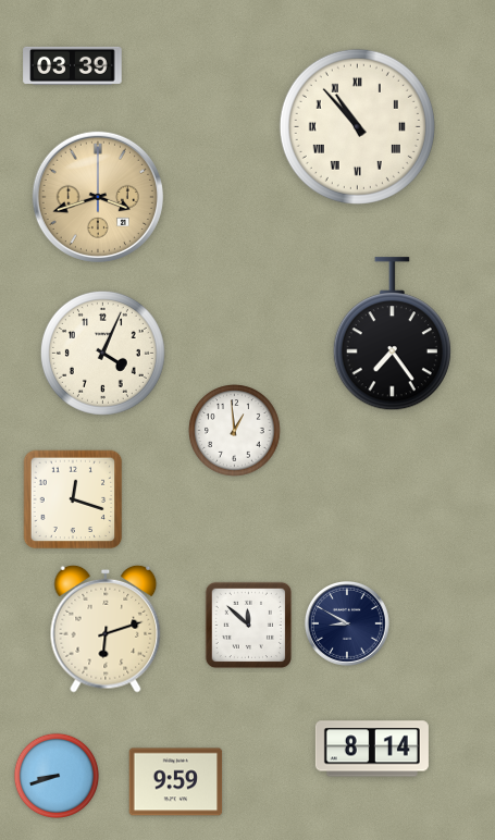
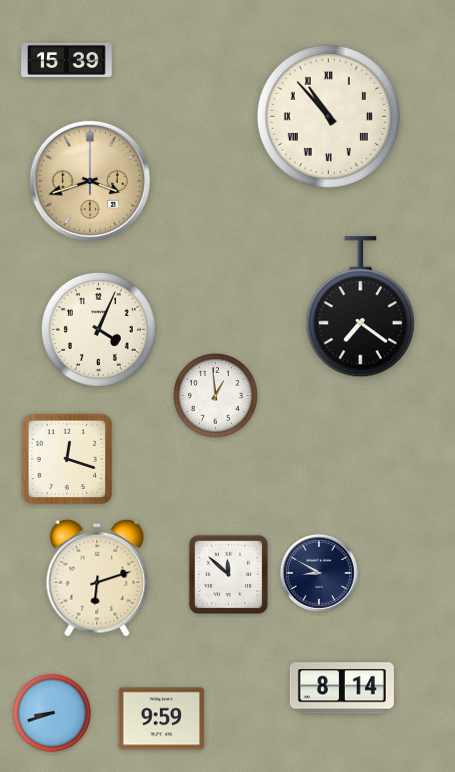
clock at (73, 65): 03:39 -> 15:39
clock at (392, 334): 7:24 -> 7:21
clock at (102, 353) position: (102, 353) -> (98, 329)
